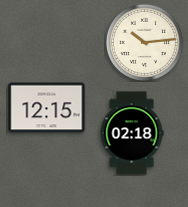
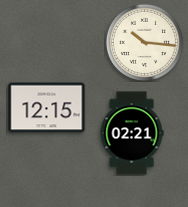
clock at (144, 42): 10:14 -> 10:16
clock at (132, 133): 02:18 -> 02:21
